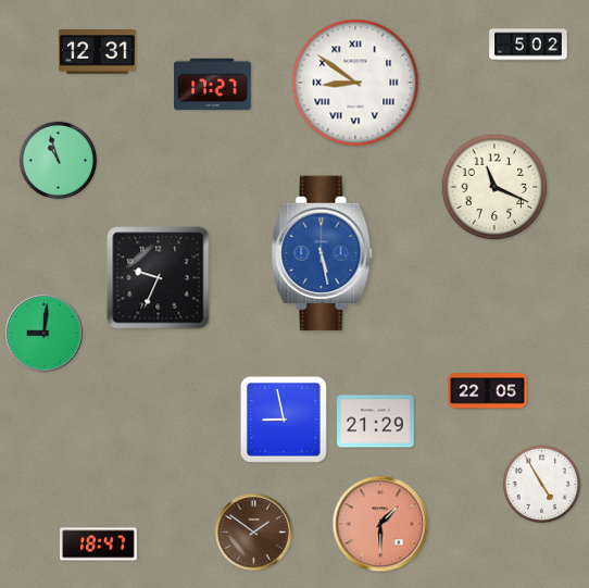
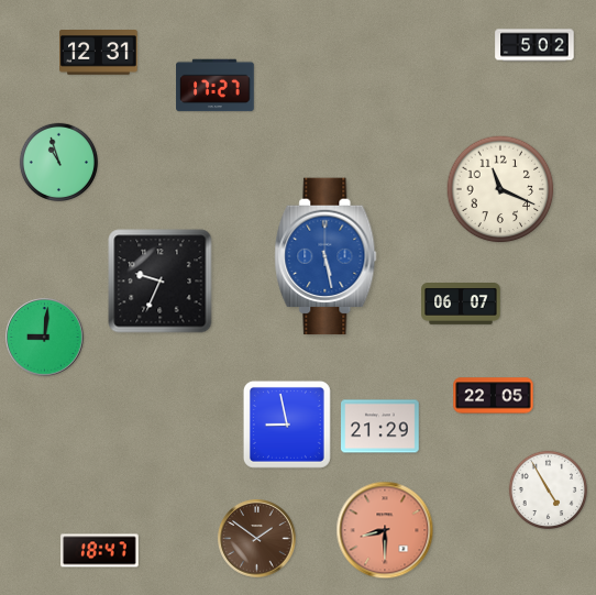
clock at (355, 83): 8:51 -> none
clock at (461, 305): none -> 06:07
clock at (380, 524): 1:30 -> 8:30
